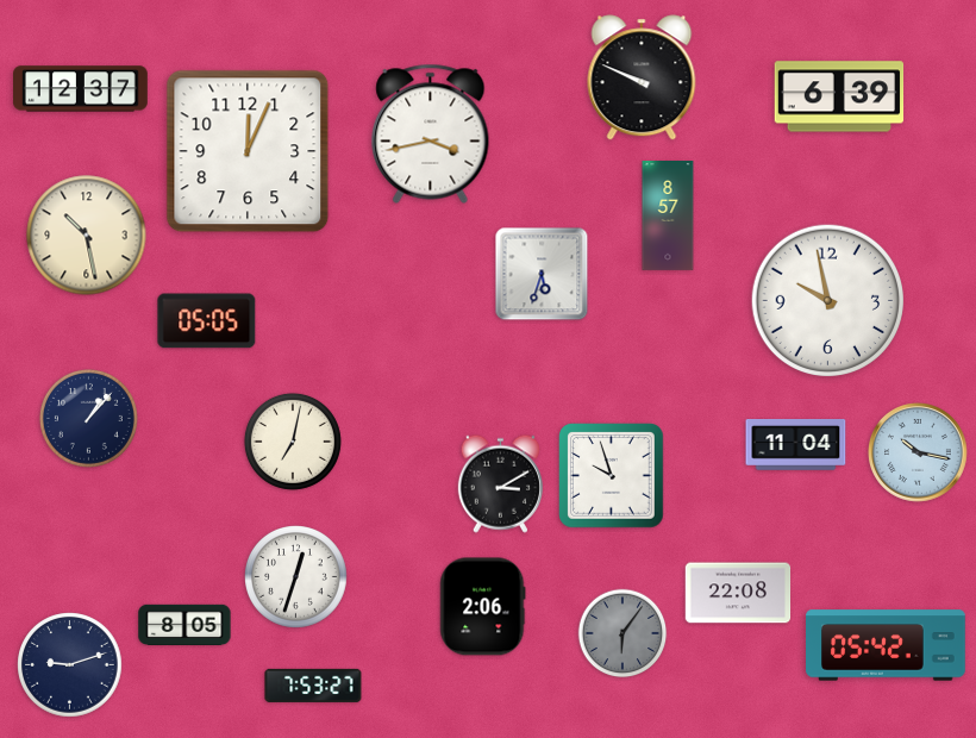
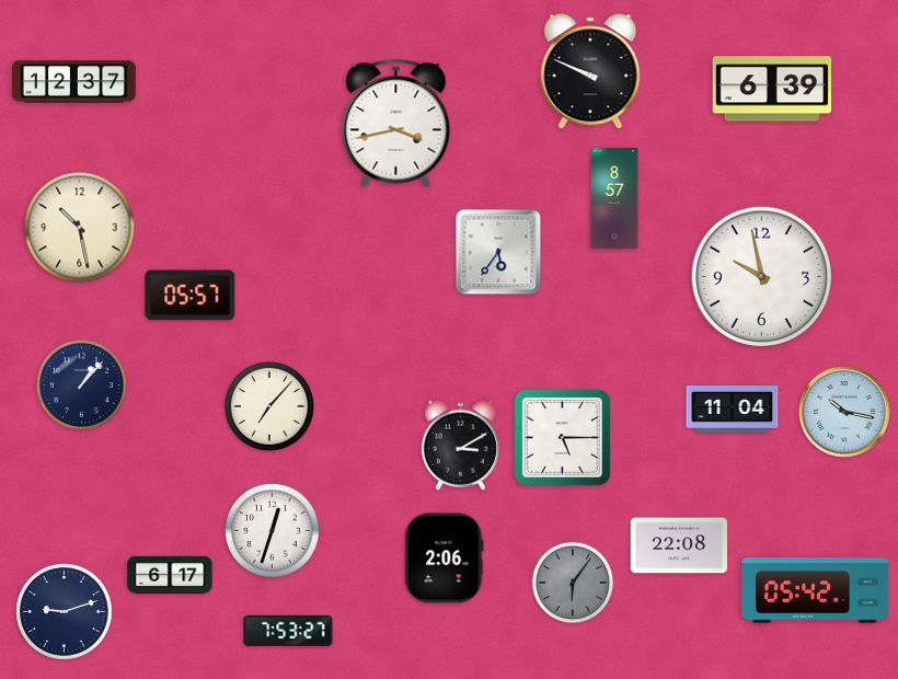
clock at (248, 151): 12:04 -> none
clock at (87, 236) position: (87, 236) -> (80, 228)
clock at (542, 274): 5:33 -> 5:36
clock at (207, 321): 05:05 -> 05:57
clock at (293, 442): 7:02 -> 7:07
clock at (919, 454) position: (919, 454) -> (845, 413)
clock at (612, 476): 9:57 -> 5:15
clock at (184, 624): 8:05 -> 6:17
clock at (886, 645) position: (886, 645) -> (815, 590)
